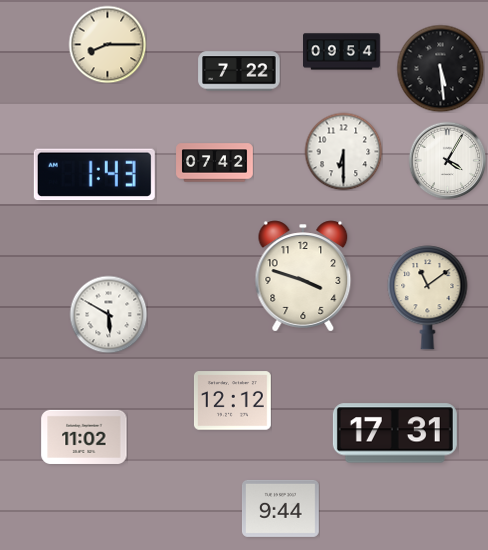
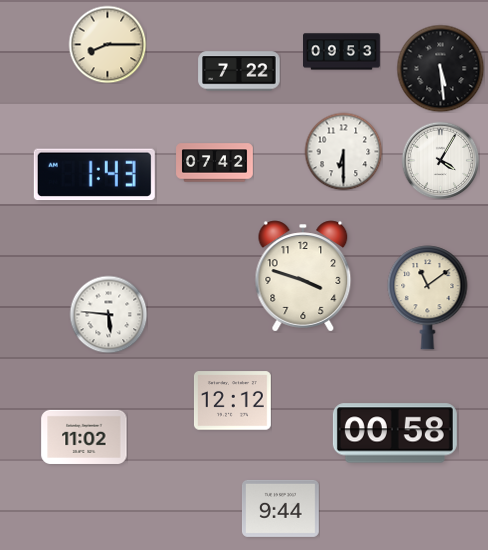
clock at (342, 52): 09:54 -> 09:53
clock at (447, 160) position: (447, 160) -> (440, 160)
clock at (108, 314): 5:50 -> 5:46
clock at (395, 433): 17:31 -> 00:58
